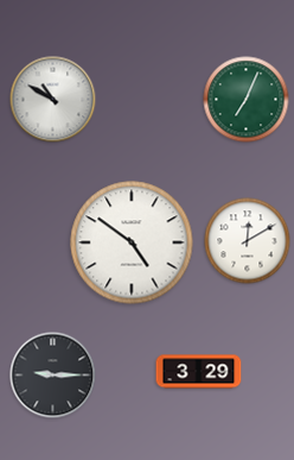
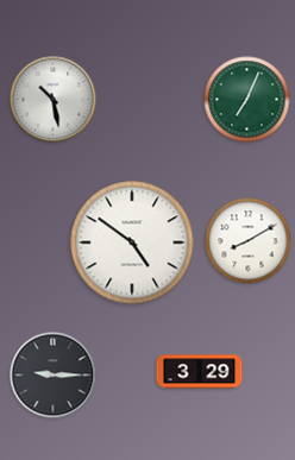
clock at (53, 100): 10:50 -> 10:28
clock at (248, 241): 12:10 -> 8:10
